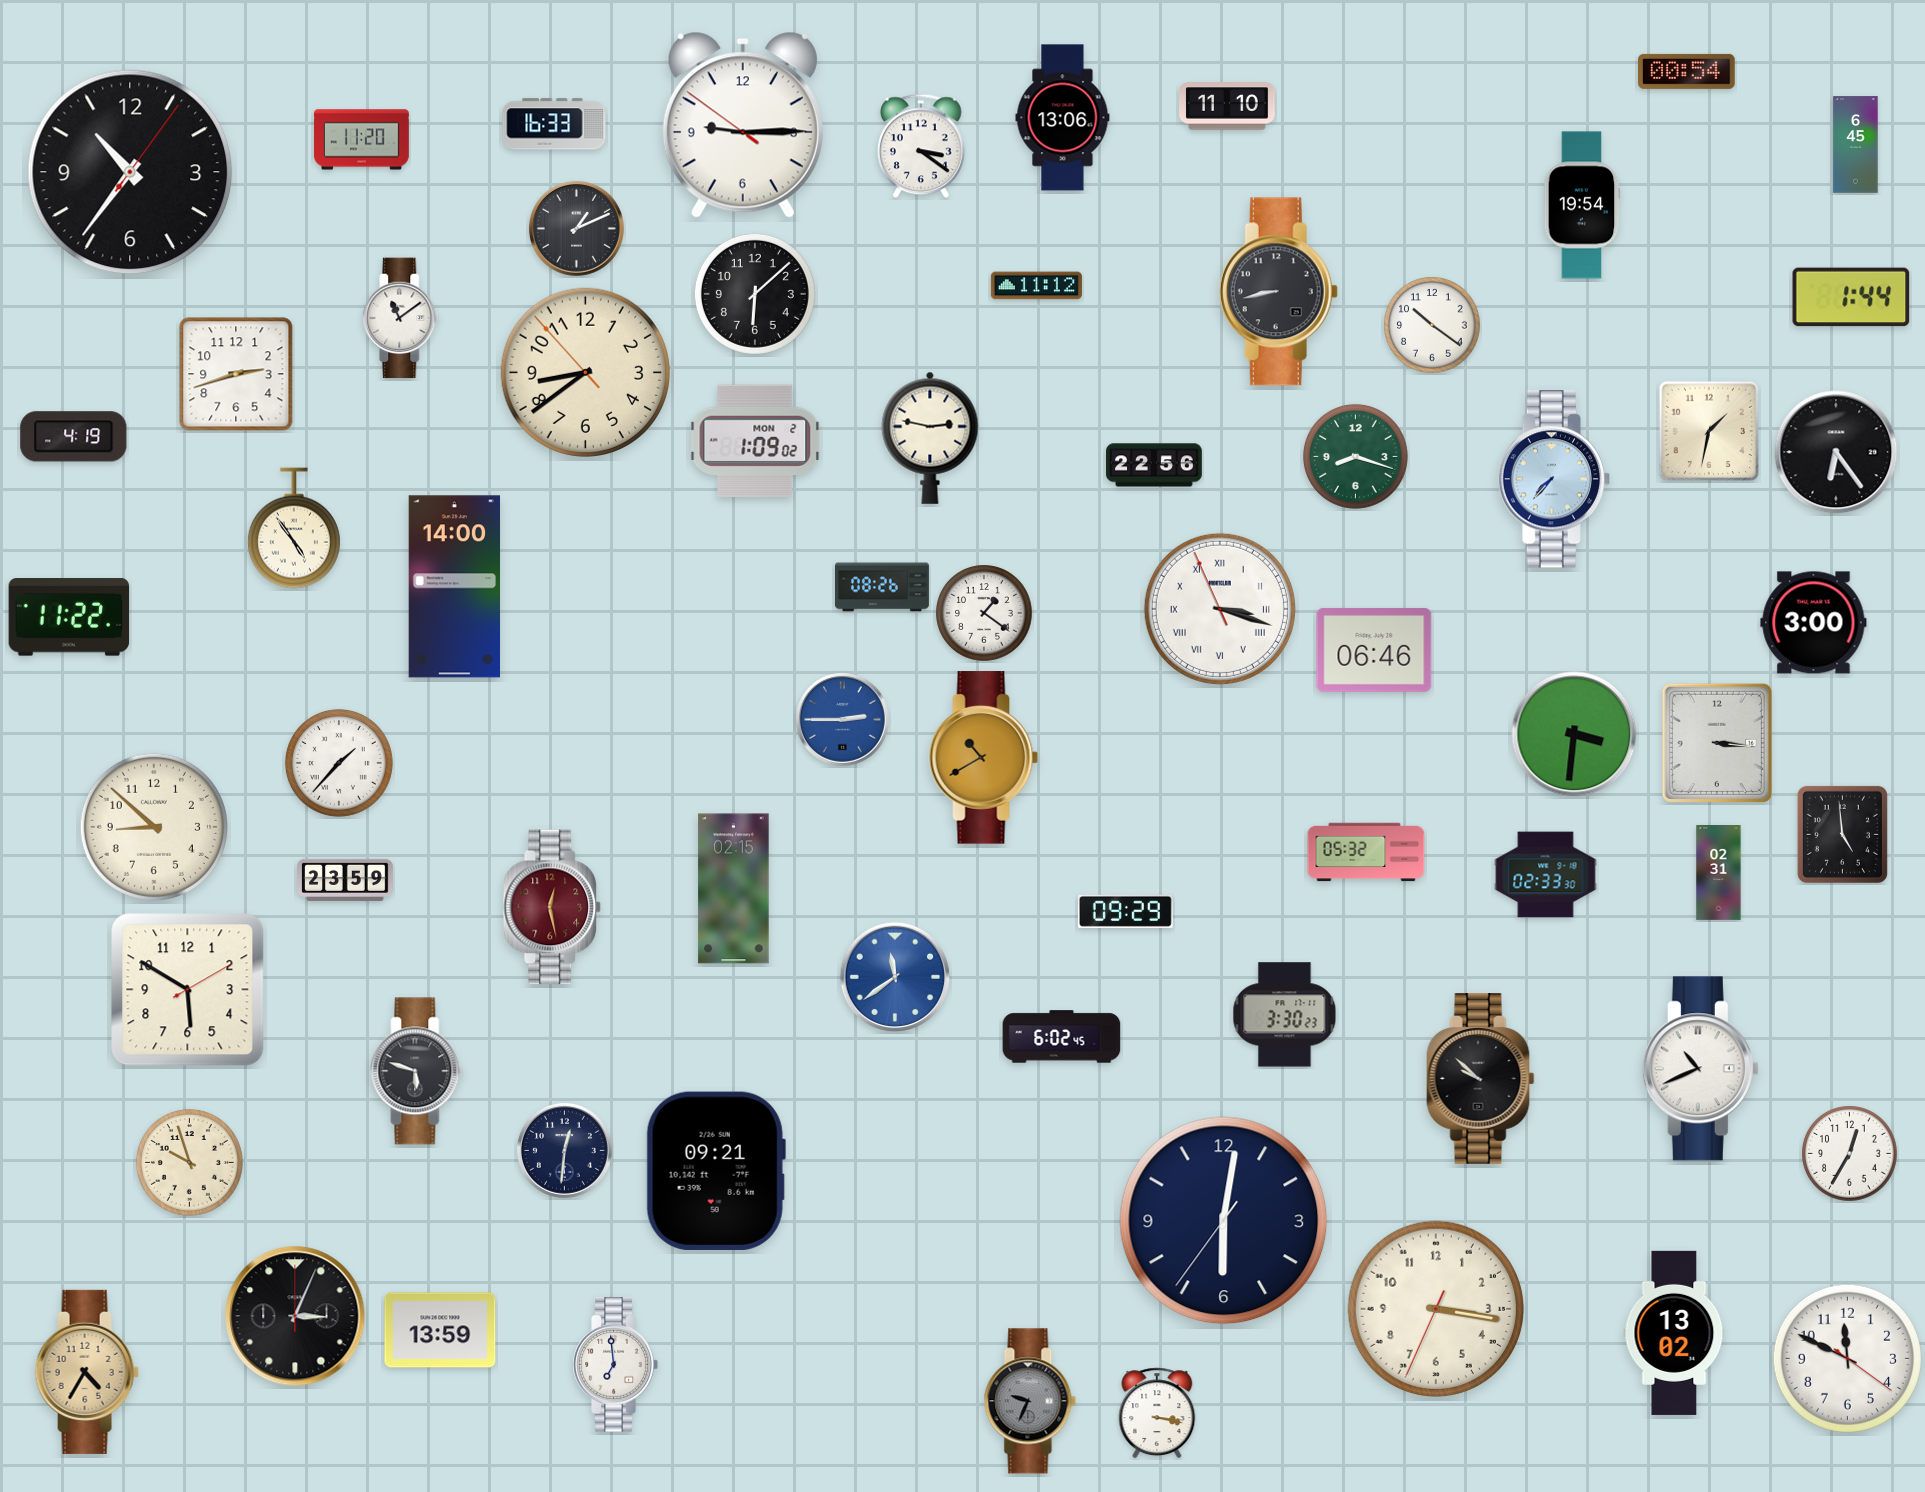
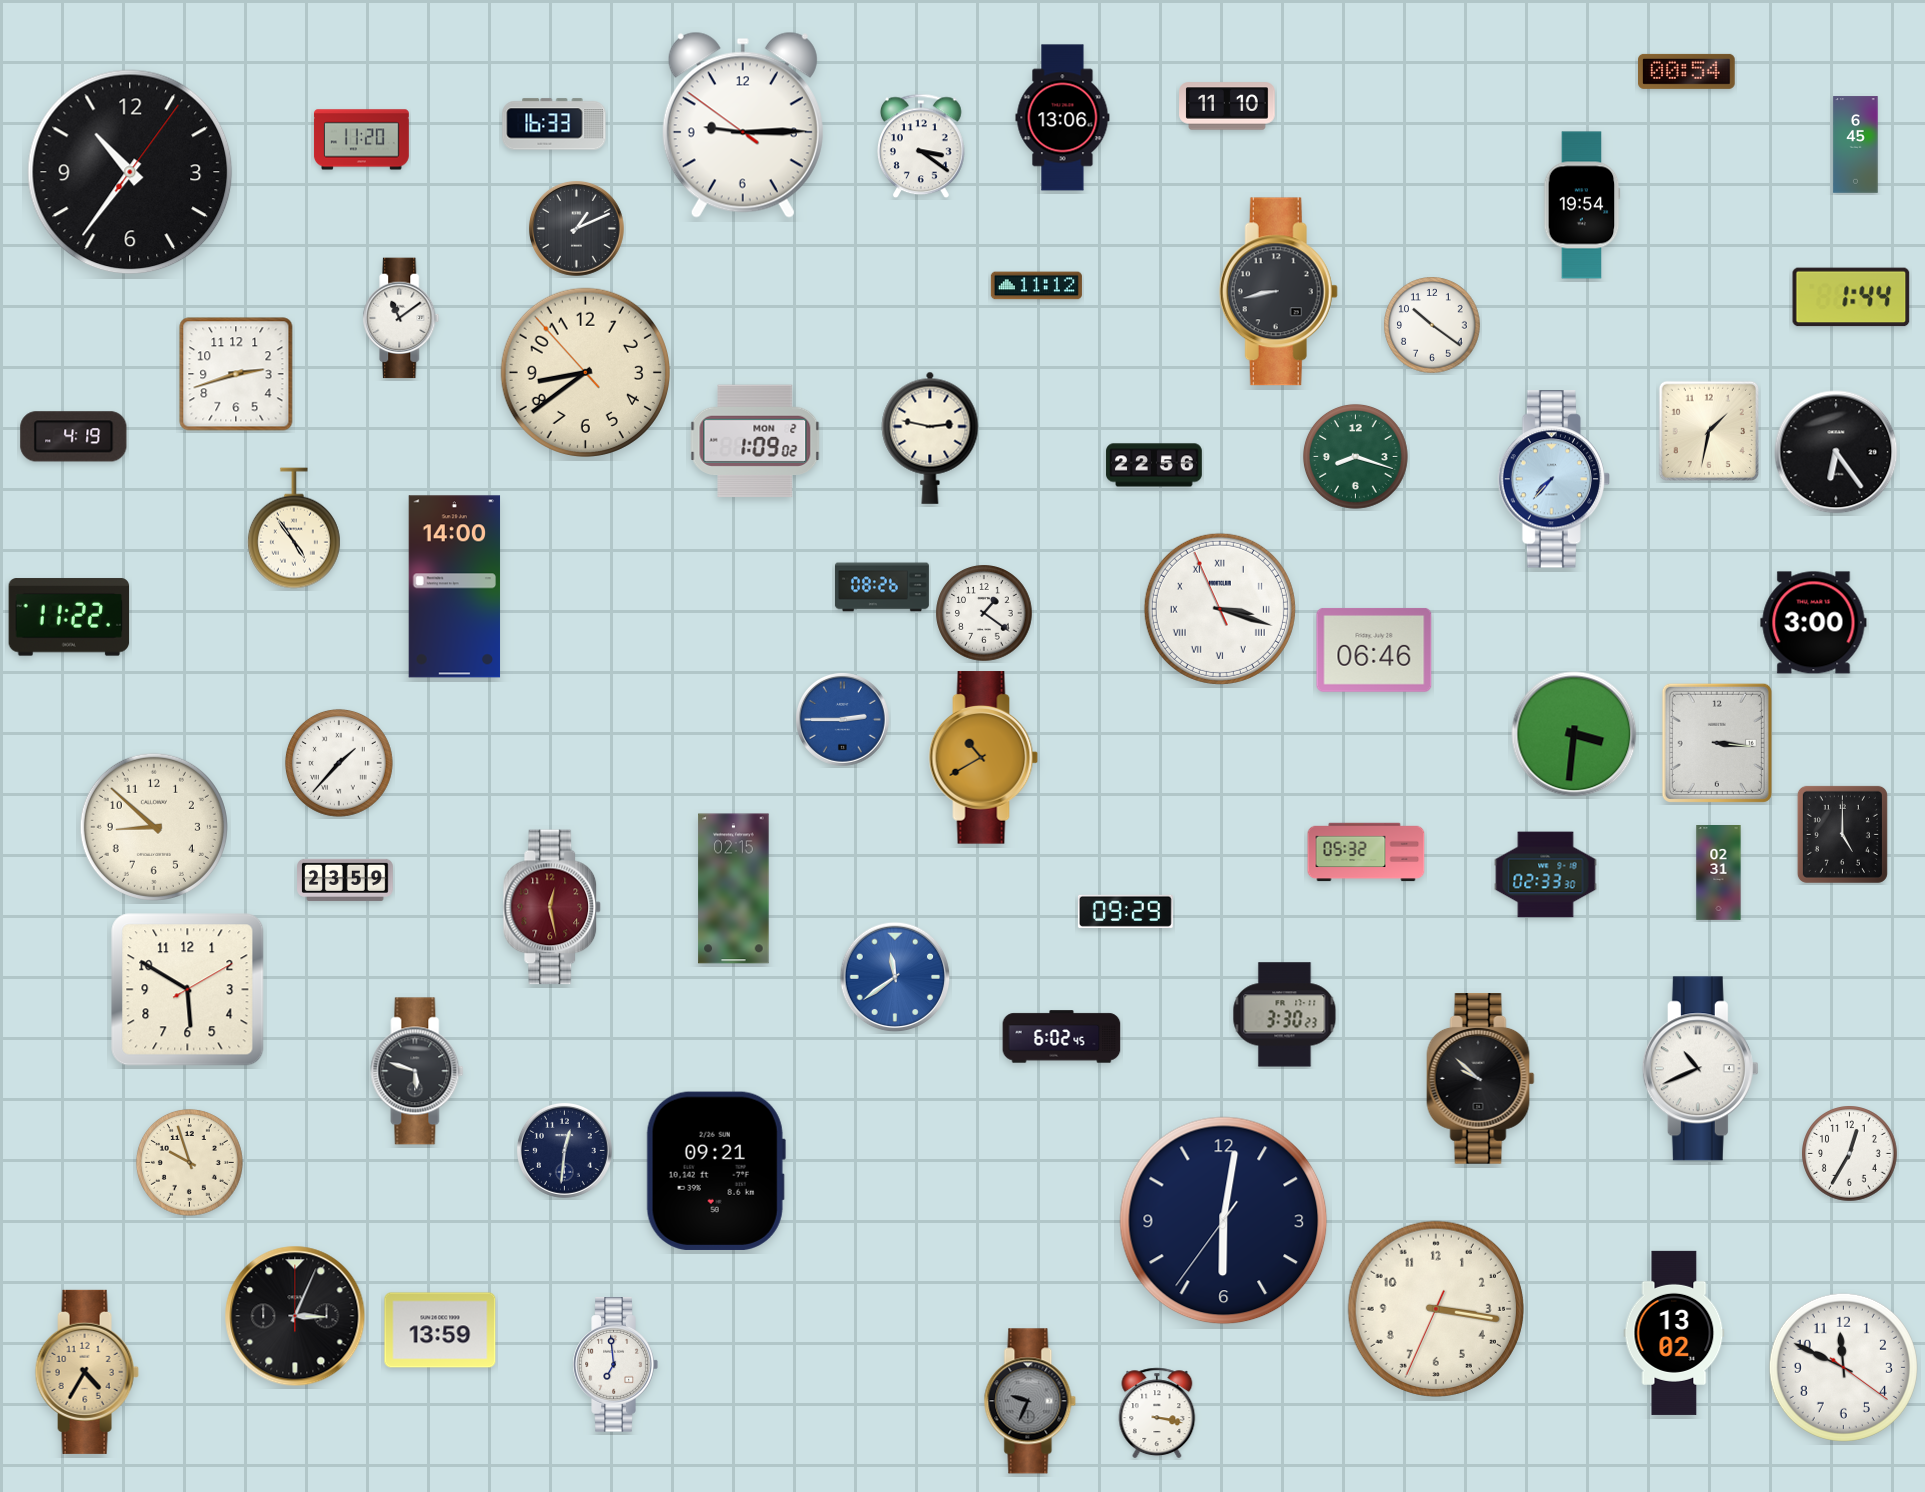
clock at (755, 294): 6:08 -> none
clock at (1842, 834): 4:59 -> 5:00
clock at (1847, 1358) position: (1847, 1358) -> (1843, 1367)
